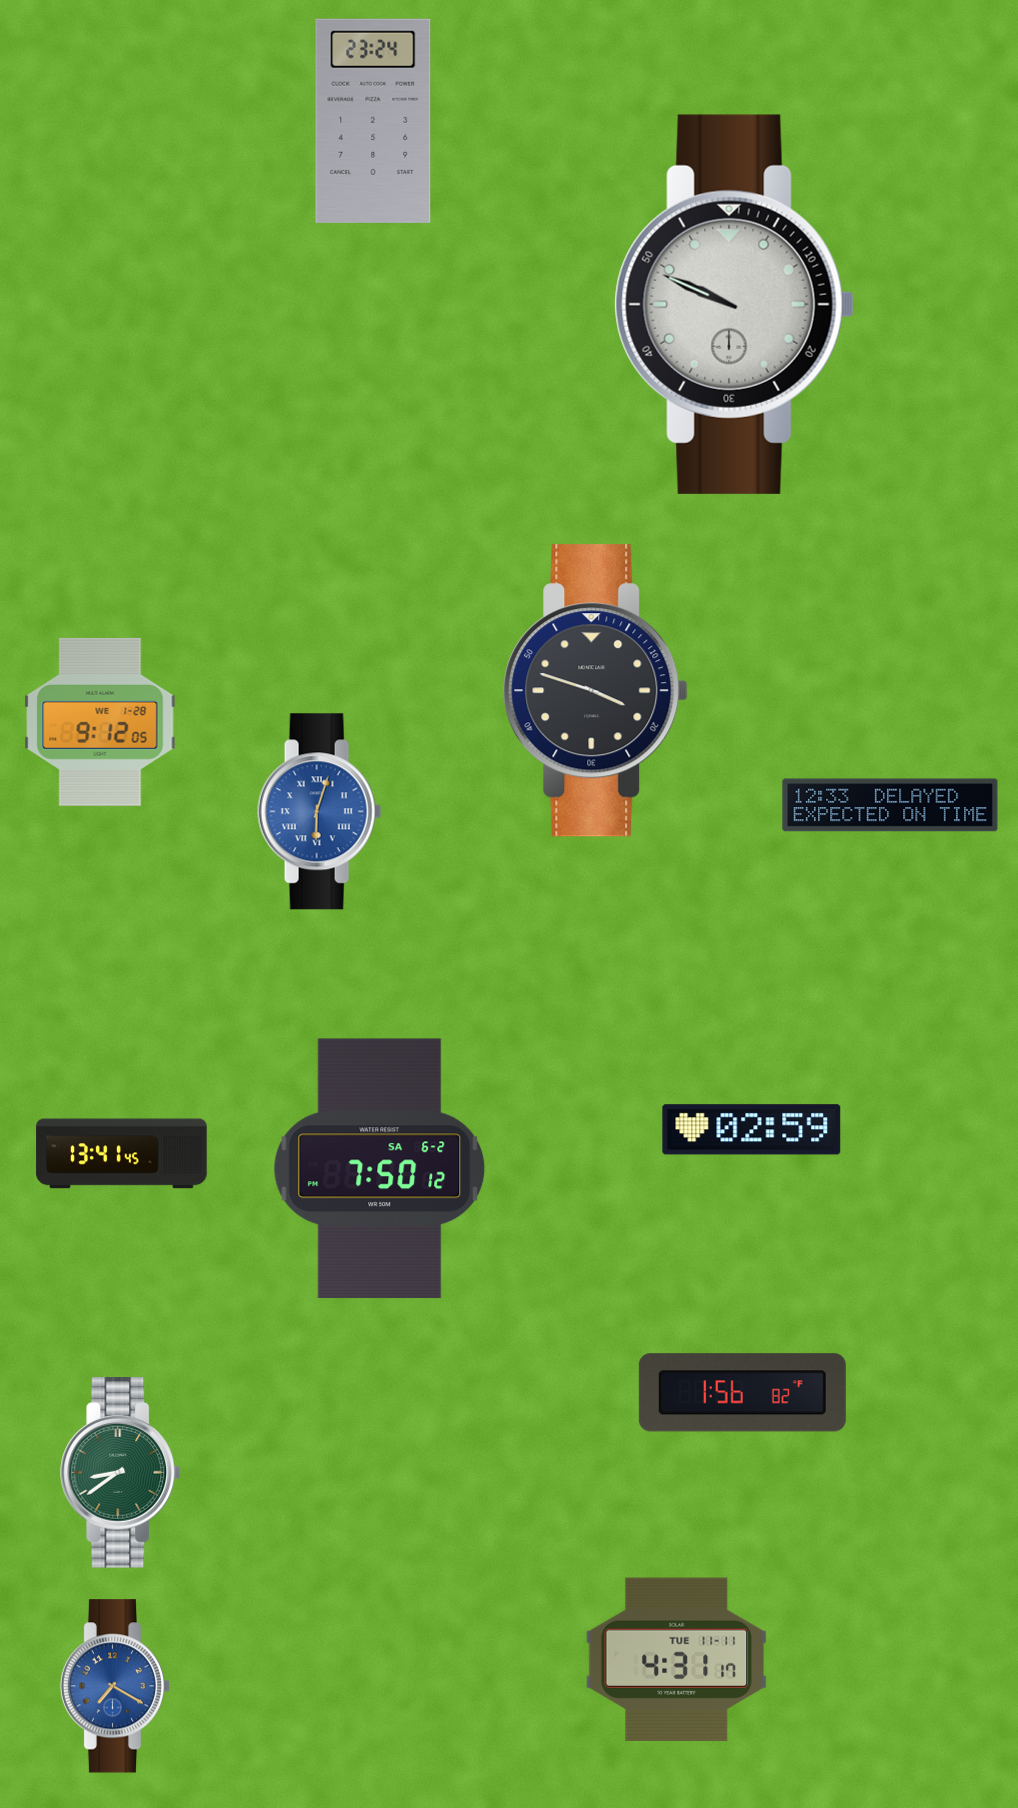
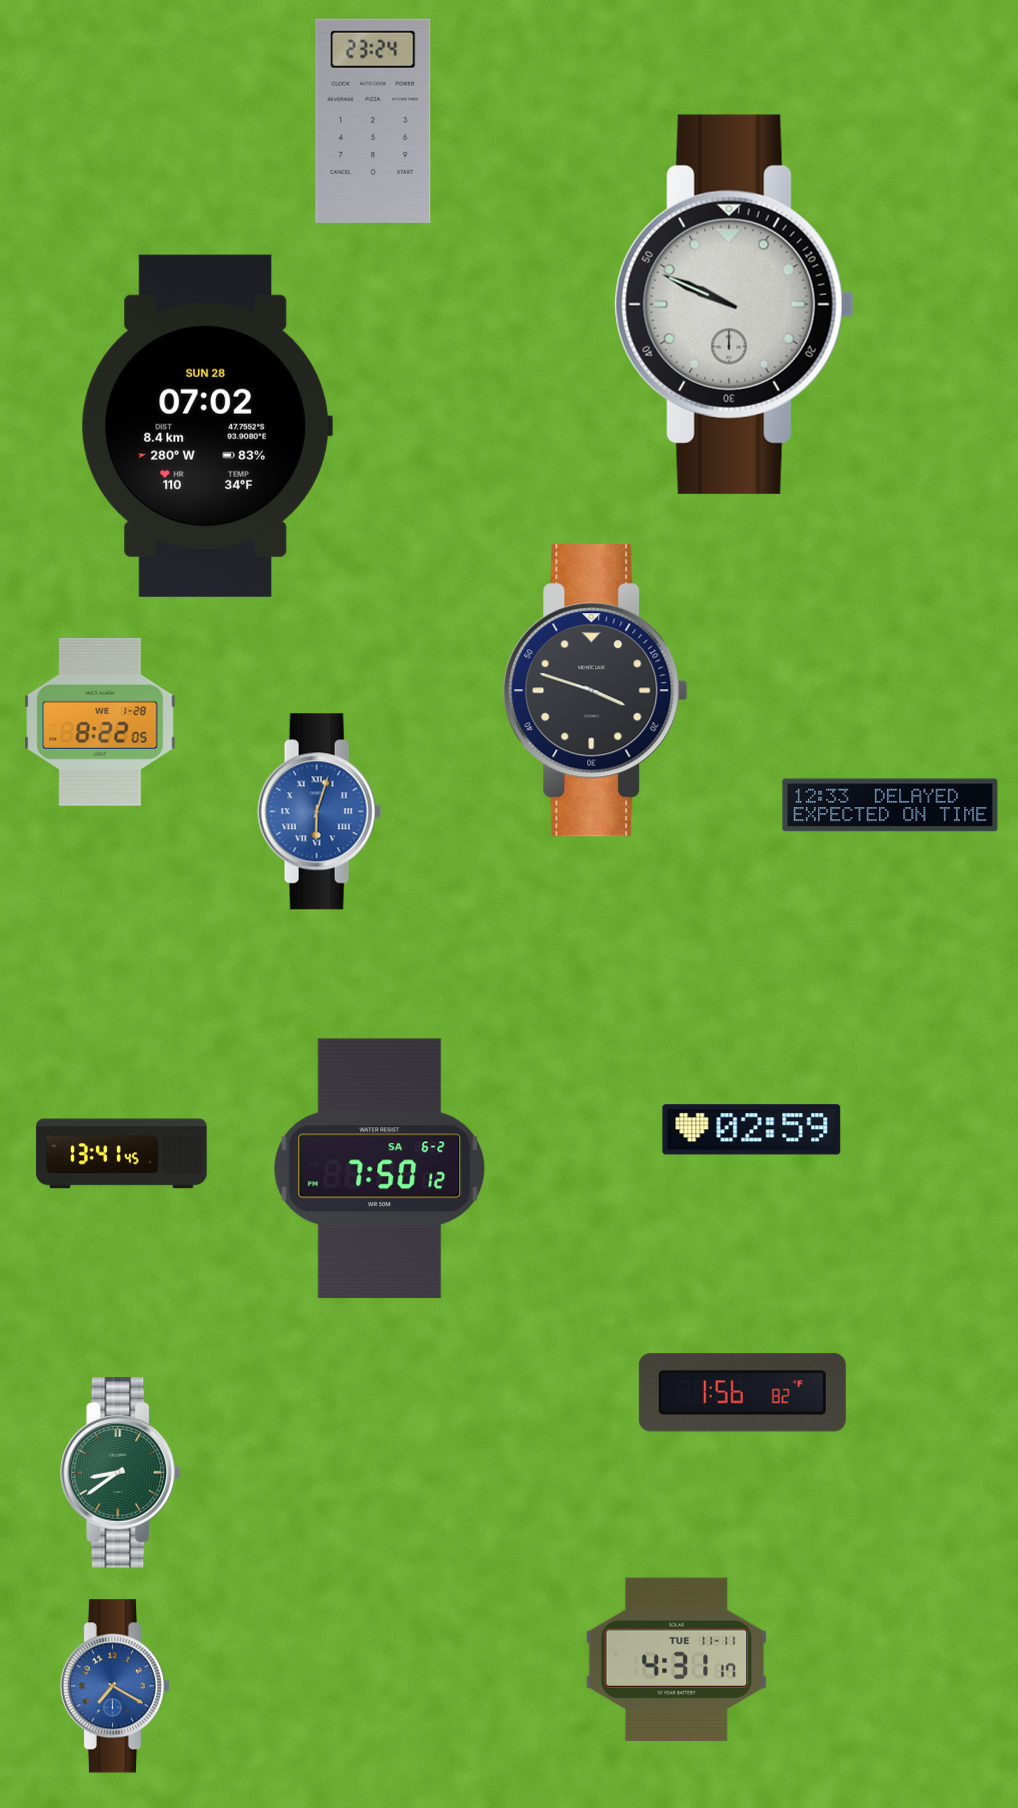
clock at (207, 426): none -> 07:02
clock at (100, 722): 9:12 -> 8:22
